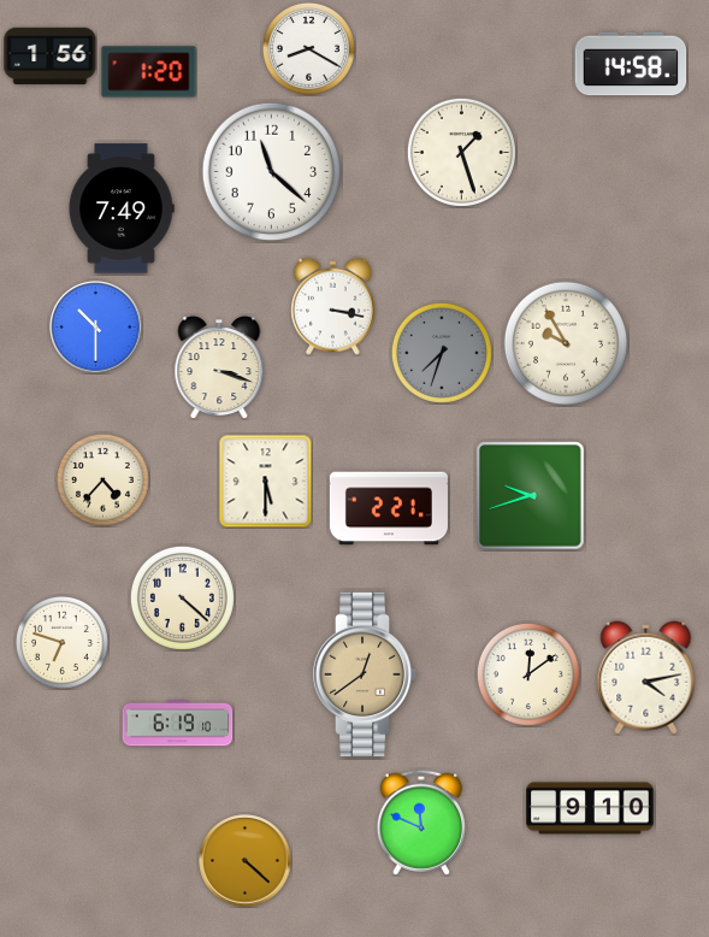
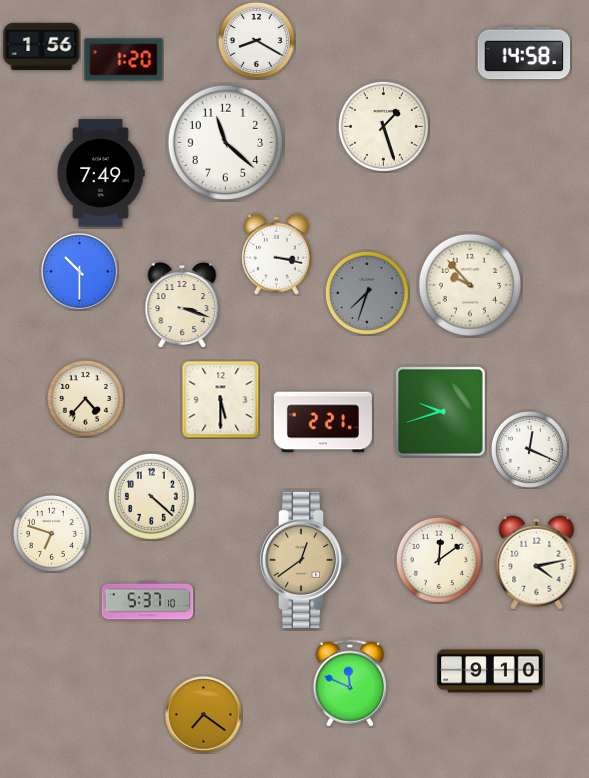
clock at (565, 342): 9:55 -> 9:53
clock at (529, 449): none -> 12:19
clock at (178, 724): 6:19 -> 5:37
clock at (246, 861): 4:22 -> 7:21
